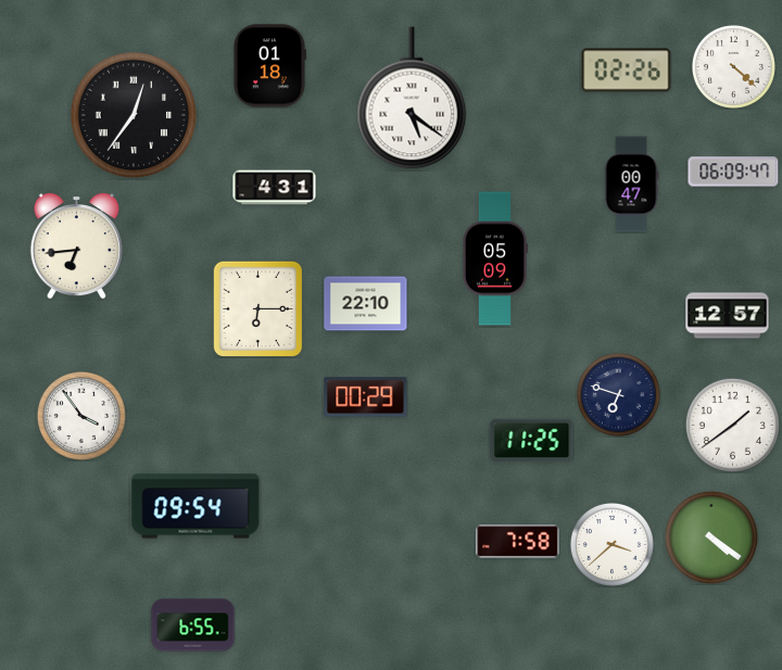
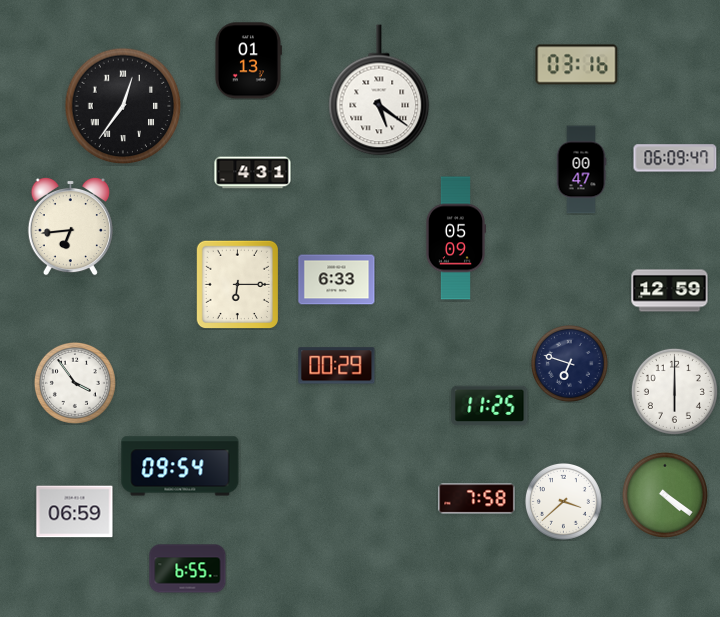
clock at (269, 66): 01:18 -> 01:13
clock at (733, 66): 4:22 -> none
clock at (627, 71): 02:26 -> 03:16
clock at (366, 304): 22:10 -> 6:33
clock at (728, 316): 12:57 -> 12:59
clock at (732, 425): 1:39 -> 6:00
clock at (711, 538) position: (711, 538) -> (665, 495)
clock at (75, 512): none -> 06:59
clock at (193, 625) position: (193, 625) -> (188, 569)
